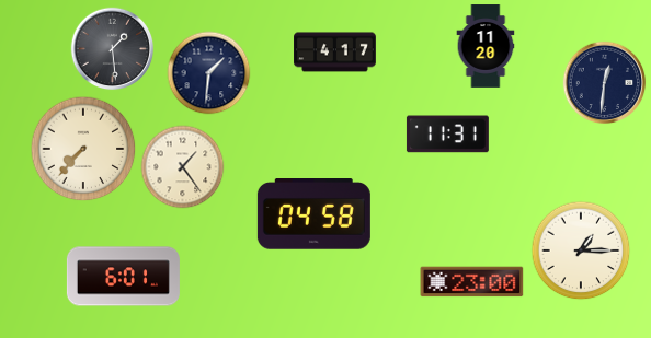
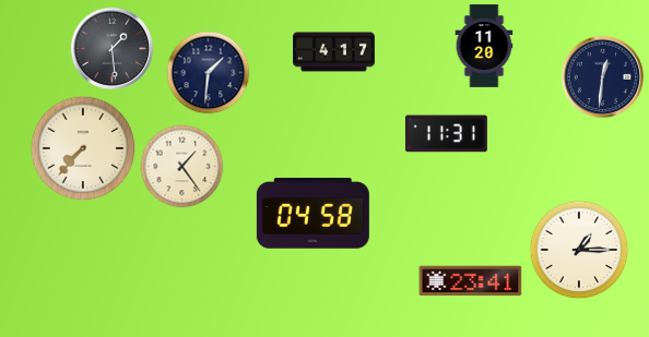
clock at (605, 83) position: (605, 83) -> (603, 77)
clock at (123, 277): 6:01 -> none
clock at (472, 282): 23:00 -> 23:41
